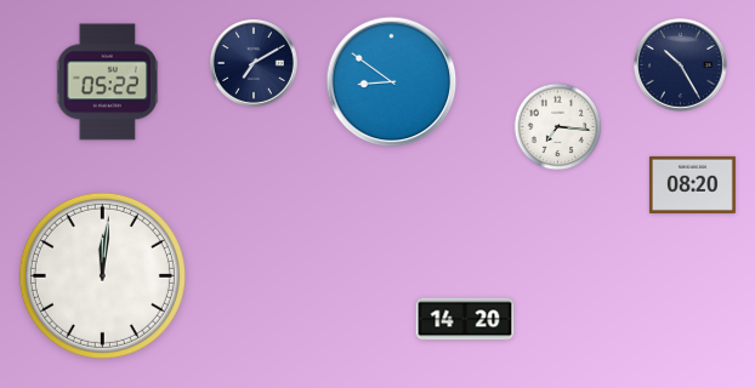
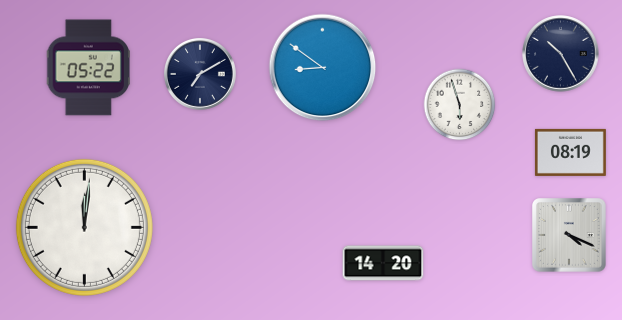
clock at (254, 63) position: (254, 63) -> (200, 74)
clock at (558, 127): 7:16 -> 5:57
clock at (692, 184): 08:20 -> 08:19
clock at (569, 235): none -> 4:19
